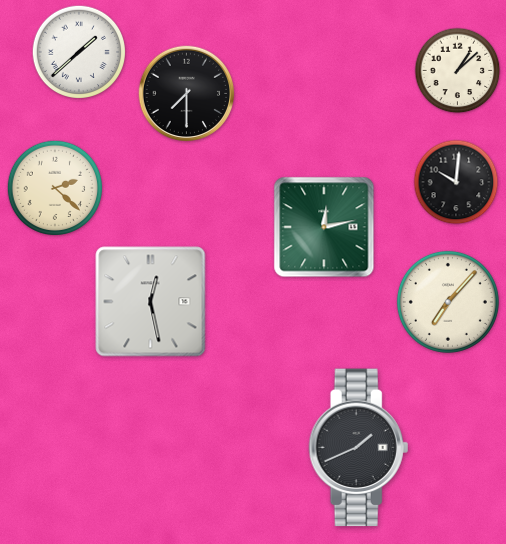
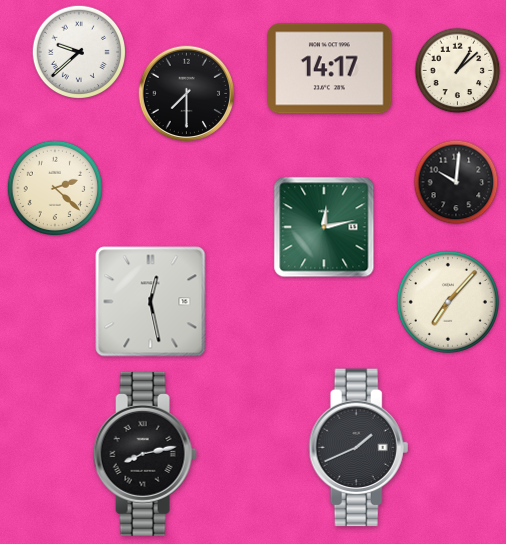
clock at (79, 52): 1:38 -> 9:38
clock at (330, 69): none -> 14:17
clock at (145, 454): none -> 8:13
